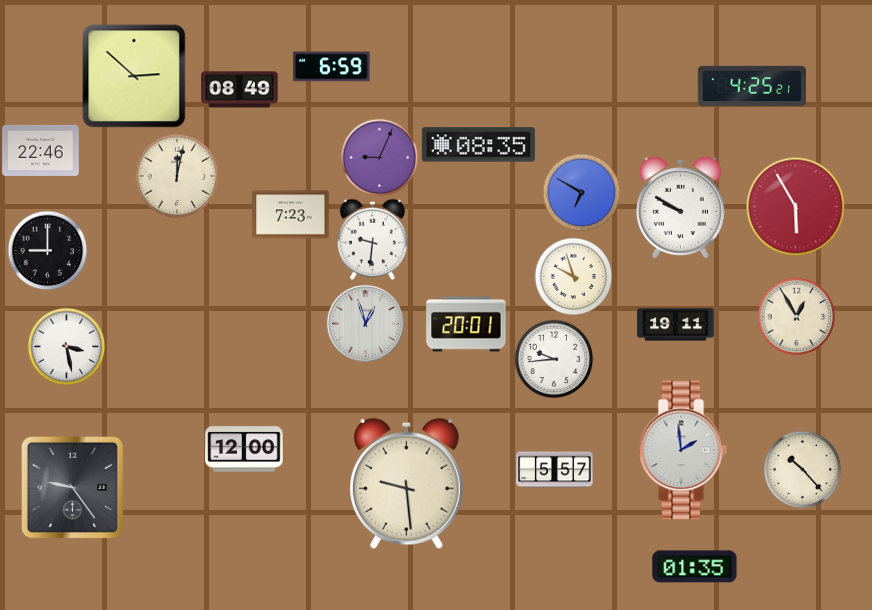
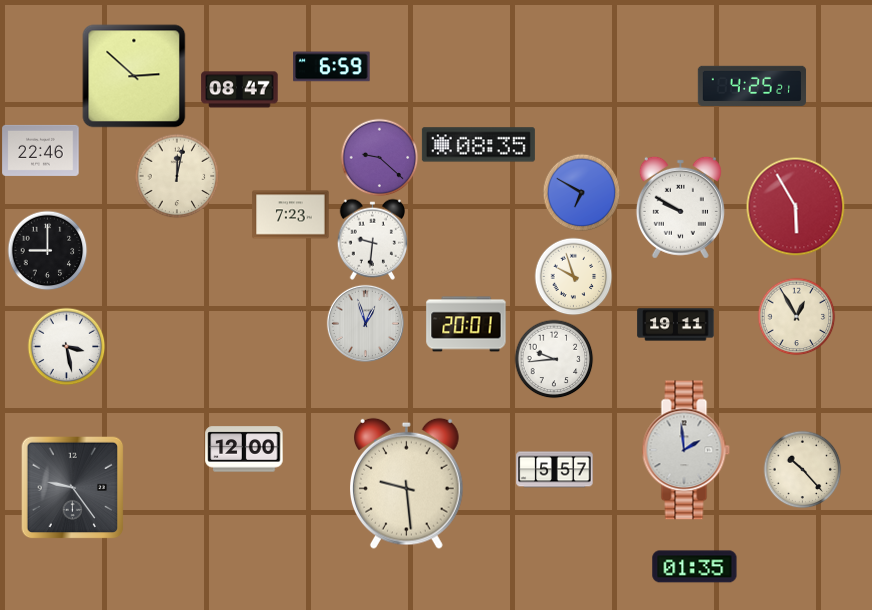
clock at (240, 90): 08:49 -> 08:47
clock at (379, 157): 9:04 -> 9:22
clock at (683, 450) position: (683, 450) -> (686, 450)
